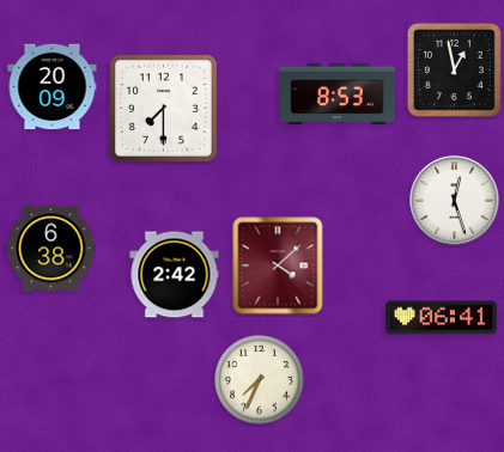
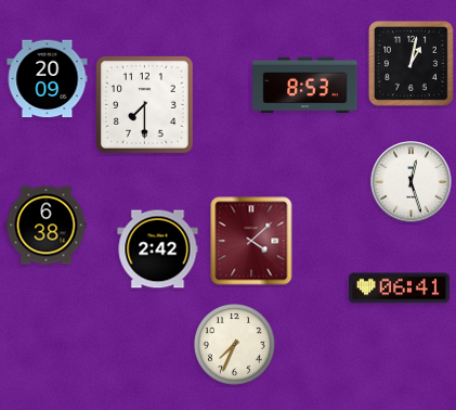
clock at (454, 69): 12:58 -> 1:02
clock at (163, 108) position: (163, 108) -> (144, 104)
